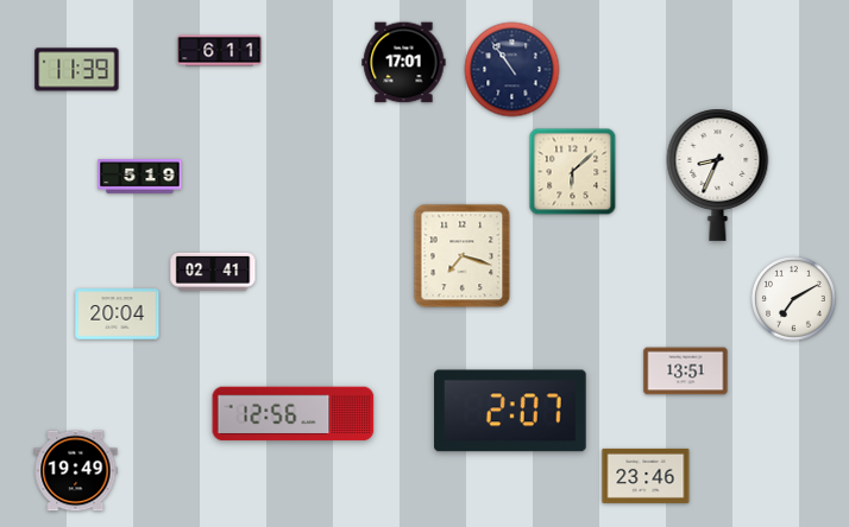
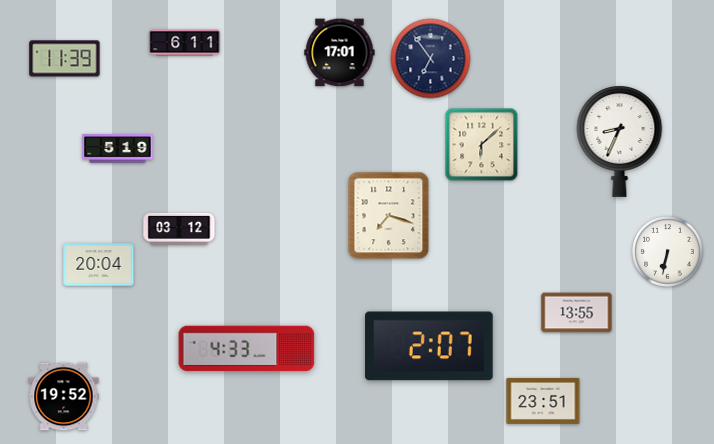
clock at (512, 70): 10:54 -> 6:54
clock at (718, 174) position: (718, 174) -> (620, 141)
clock at (213, 272): 02:41 -> 03:12
clock at (794, 299): 7:10 -> 6:32
clock at (686, 372): 13:51 -> 13:55
clock at (294, 414): 12:56 -> 4:33
clock at (76, 471): 19:49 -> 19:52
clock at (646, 476): 23:46 -> 23:51
